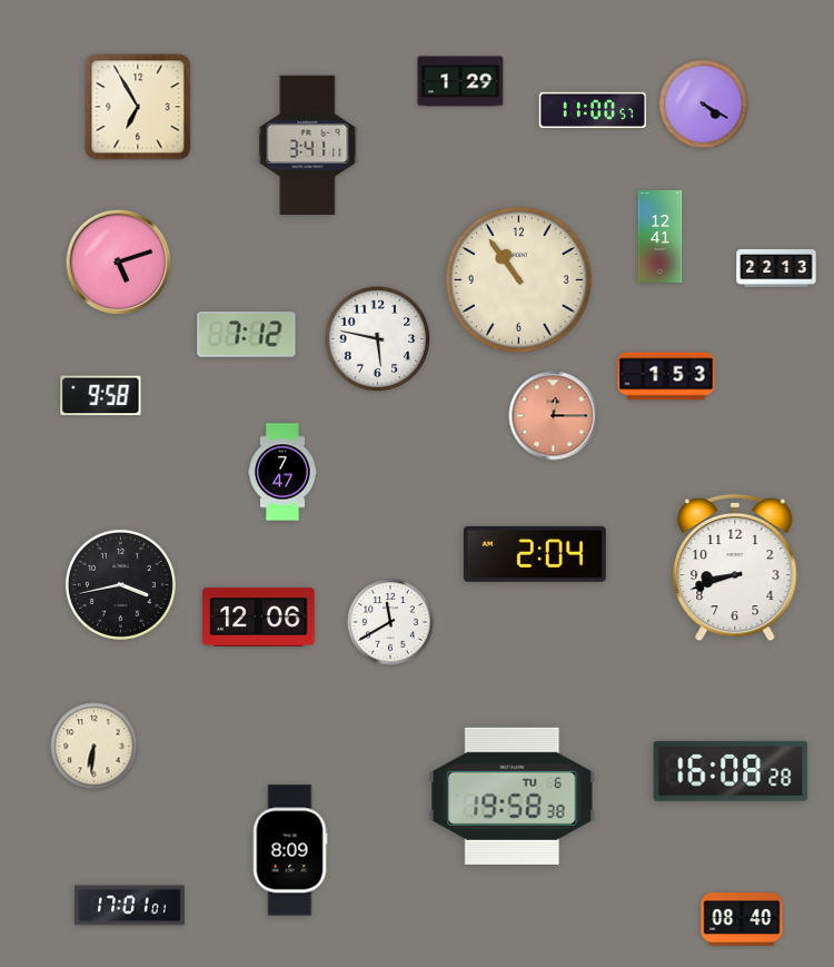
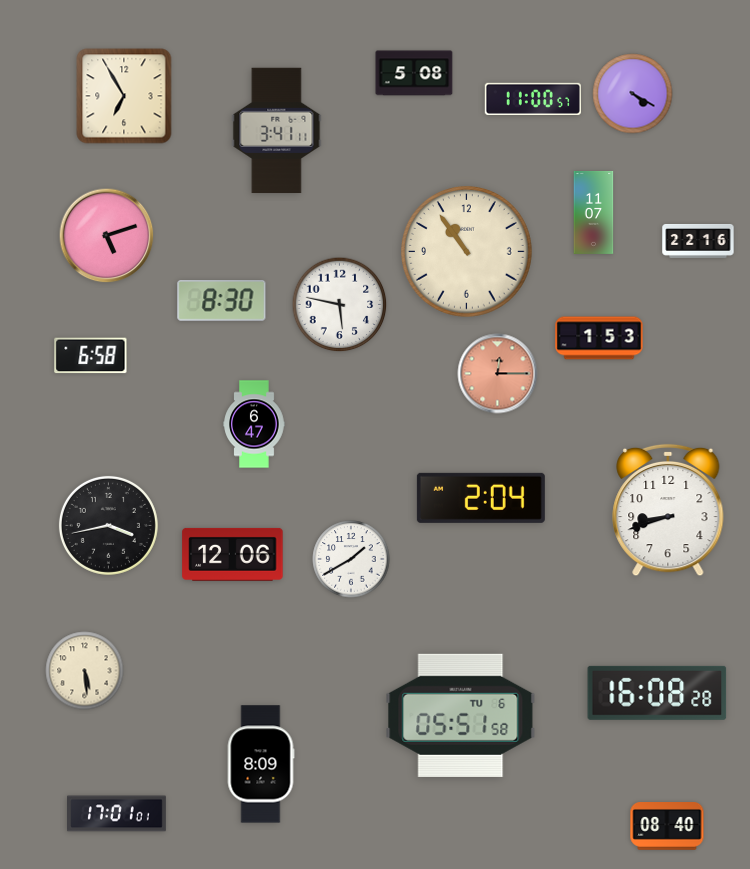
clock at (460, 81): 1:29 -> 5:08
clock at (661, 236): 12:41 -> 11:07
clock at (776, 268): 22:13 -> 22:16
clock at (247, 335): 7:12 -> 8:30
clock at (101, 396): 9:58 -> 6:58
clock at (282, 472): 7:47 -> 6:47
clock at (735, 568) position: (735, 568) -> (668, 510)
clock at (390, 622): 11:40 -> 1:40
clock at (95, 747): 6:31 -> 5:29
clock at (513, 796): 19:58 -> 05:51
